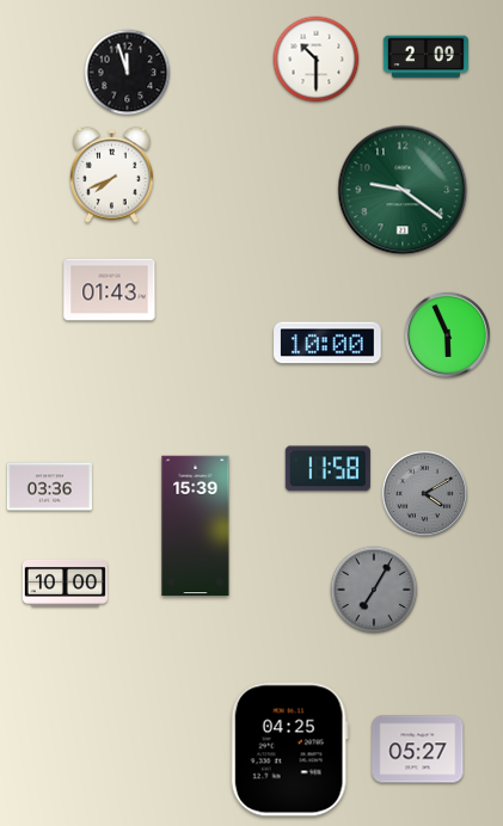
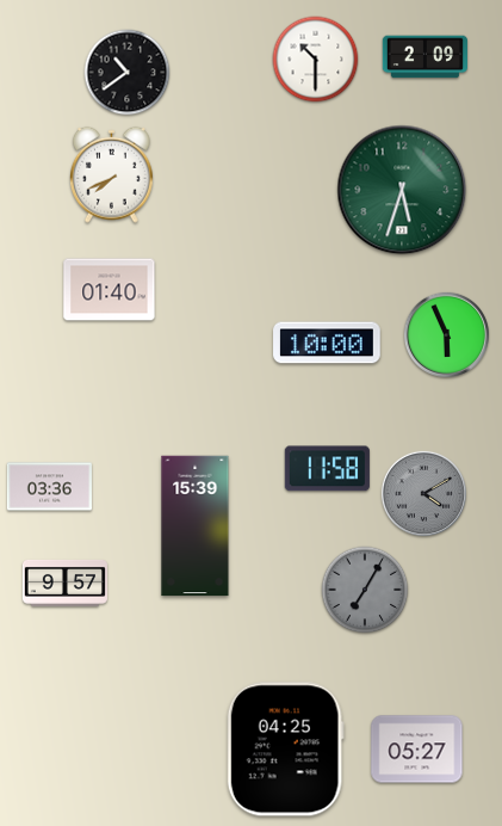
clock at (128, 73): 11:57 -> 10:39
clock at (403, 190): 9:21 -> 5:33
clock at (110, 290): 01:43 -> 01:40
clock at (65, 582): 10:00 -> 9:57
clock at (374, 590) position: (374, 590) -> (365, 590)
clock at (289, 750) position: (289, 750) -> (285, 750)
